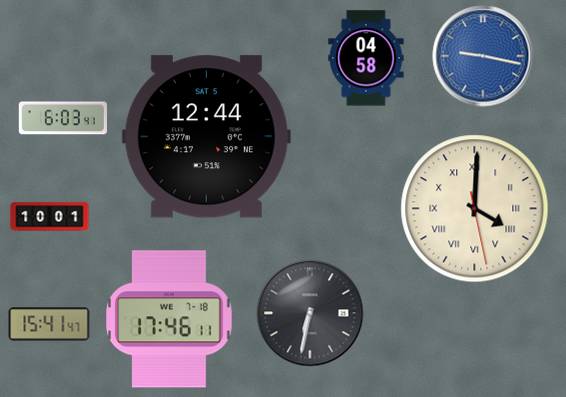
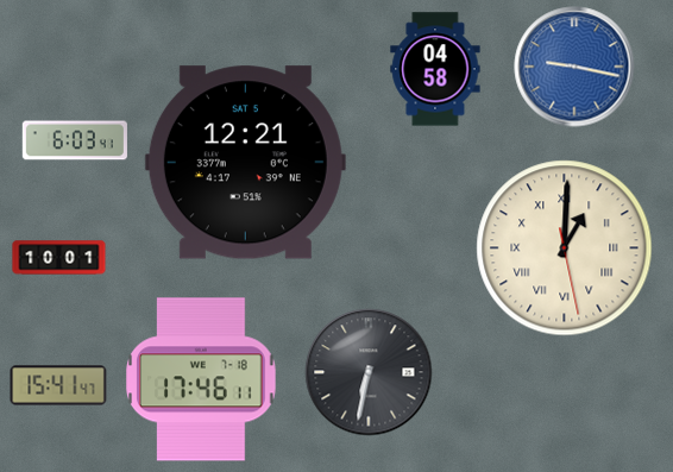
clock at (206, 137): 12:44 -> 12:21
clock at (475, 209): 4:00 -> 1:00
